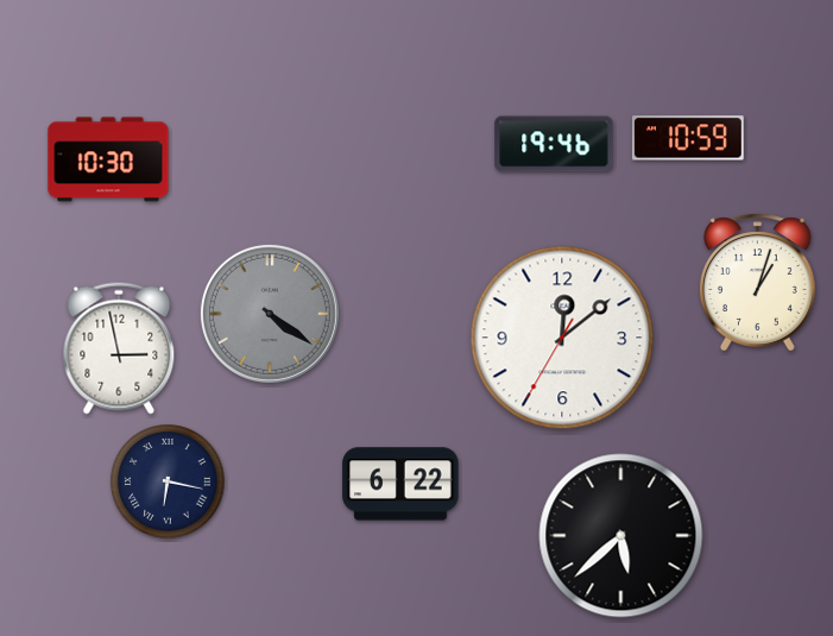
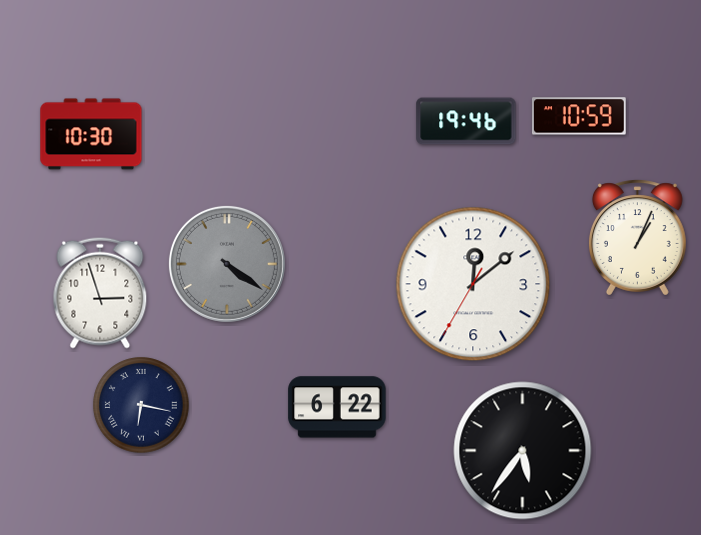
clock at (757, 283): 1:03 -> 1:04
clock at (119, 348): 2:58 -> 2:57
clock at (621, 536): 5:38 -> 5:36
